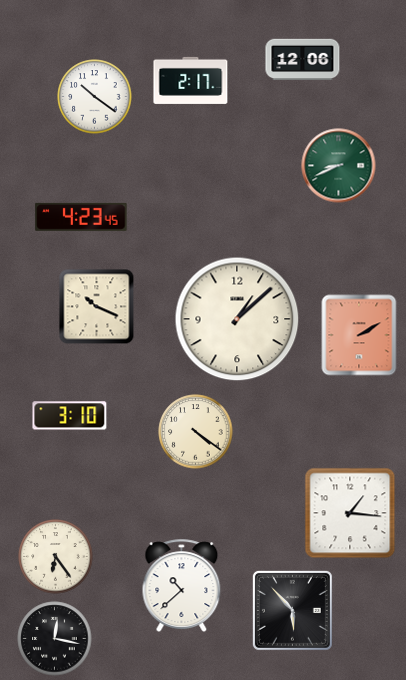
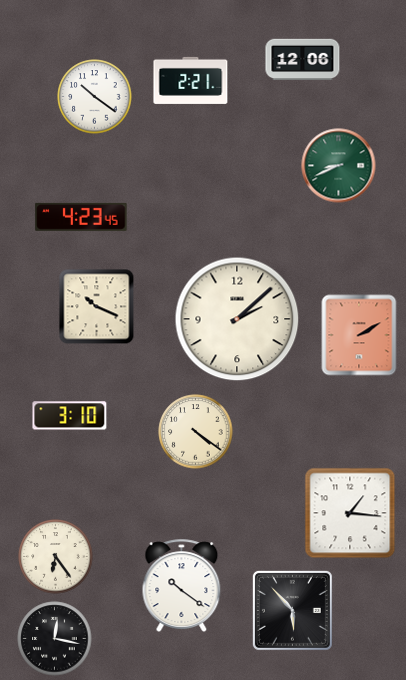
clock at (191, 80): 2:17 -> 2:21
clock at (237, 319): 1:08 -> 2:08
clock at (182, 585): 10:38 -> 10:21
